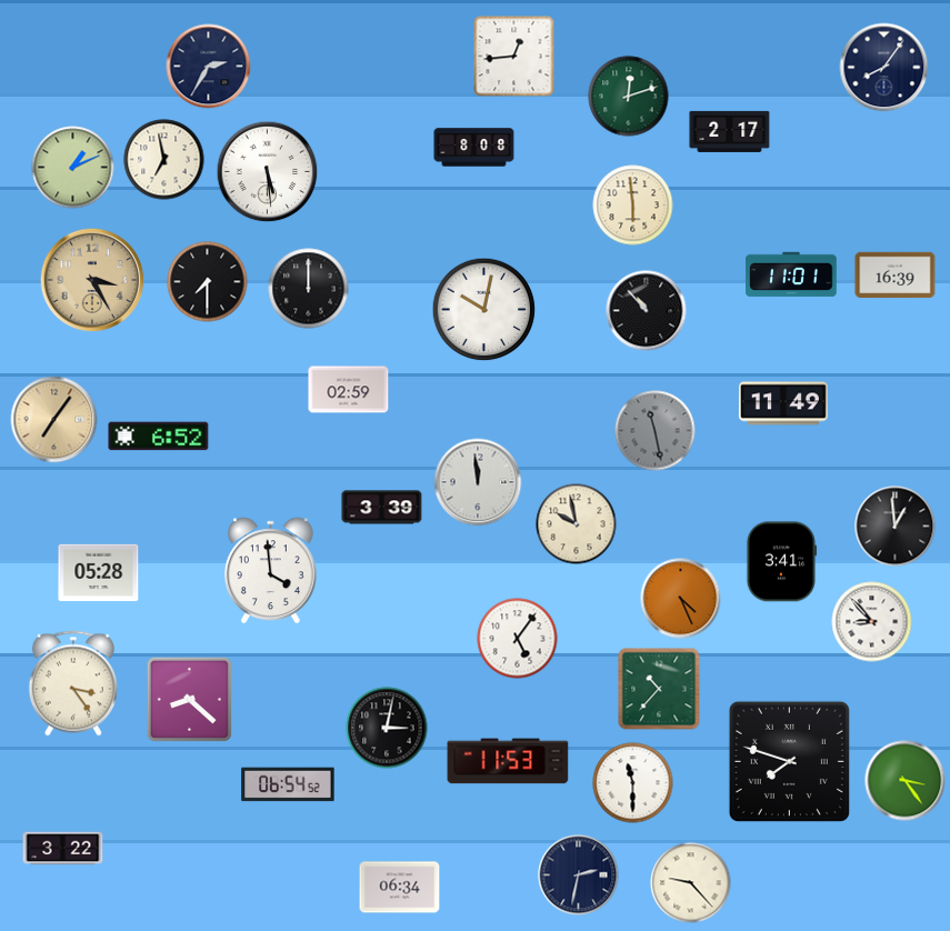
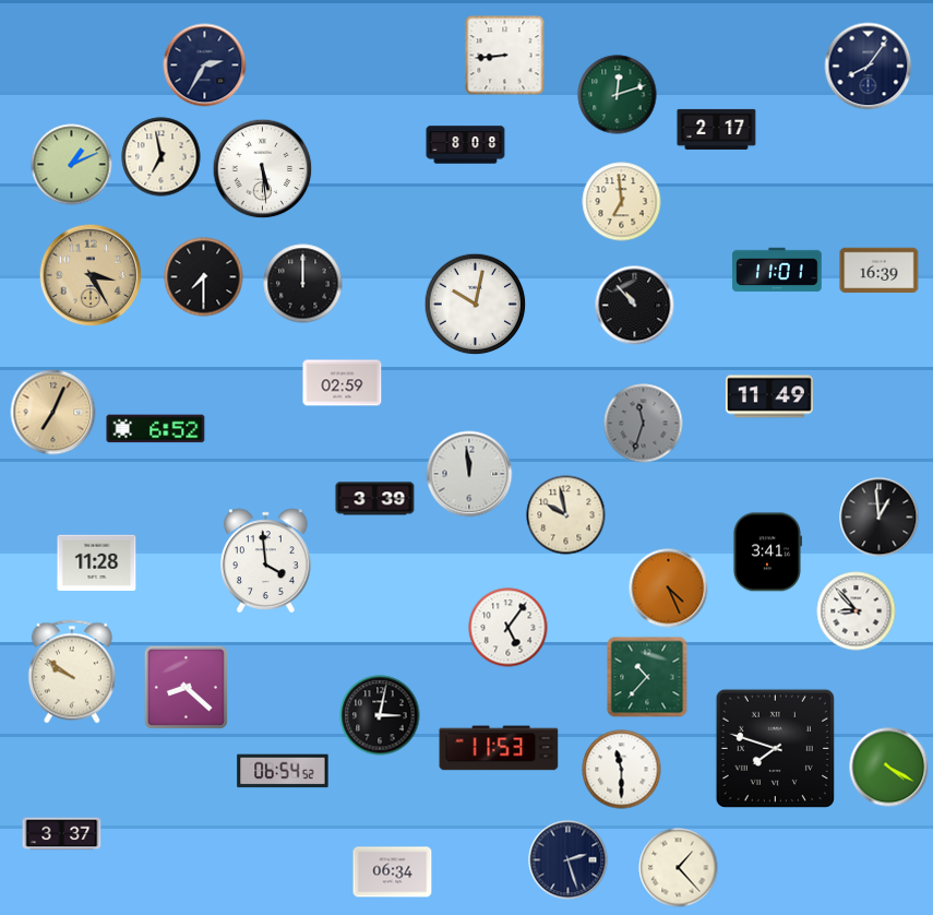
clock at (514, 57): 12:44 -> 8:44
clock at (633, 206): 5:59 -> 6:59
clock at (54, 420): 7:06 -> 7:04
clock at (656, 431): 11:28 -> 11:33
clock at (99, 573): 05:28 -> 11:28
clock at (73, 683): 3:24 -> 9:51
clock at (906, 781): 3:24 -> 4:20
clock at (63, 849): 3:22 -> 3:37
clock at (579, 875): 2:32 -> 2:27
clock at (691, 883): 9:23 -> 1:23
